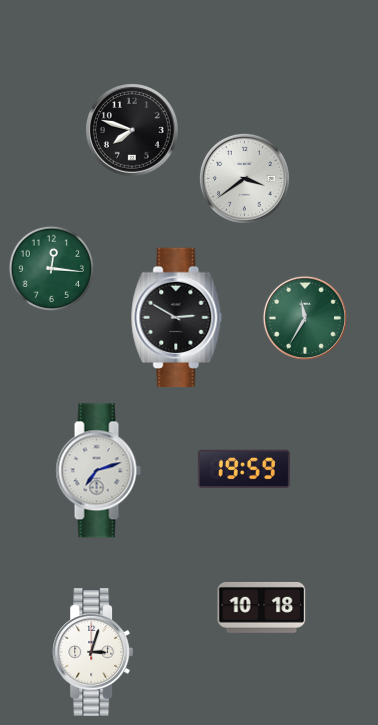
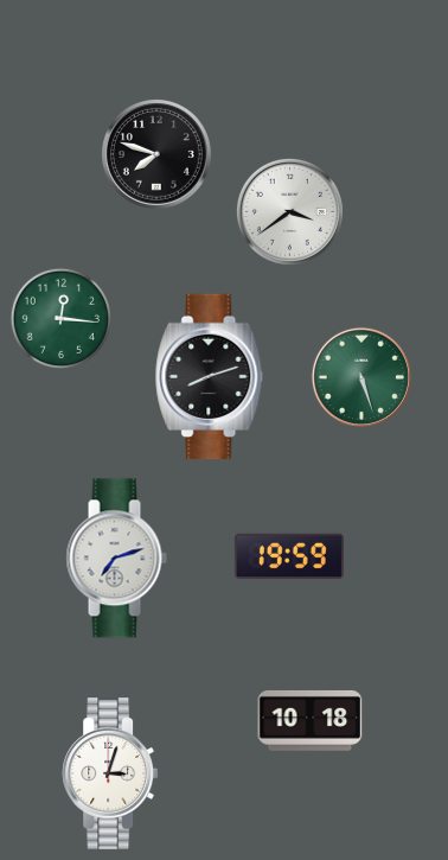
clock at (177, 318): 2:50 -> 8:12
clock at (305, 318): 11:35 -> 5:27
